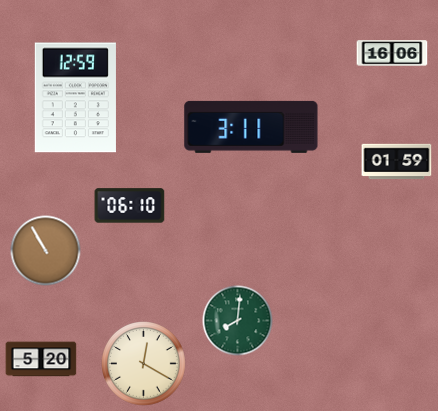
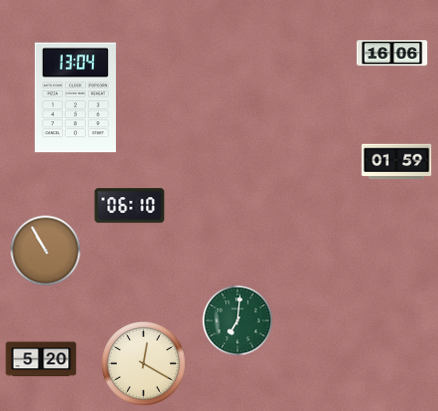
clock at (75, 98): 12:59 -> 13:04
clock at (251, 127): 3:11 -> none
clock at (238, 321): 8:01 -> 7:01
